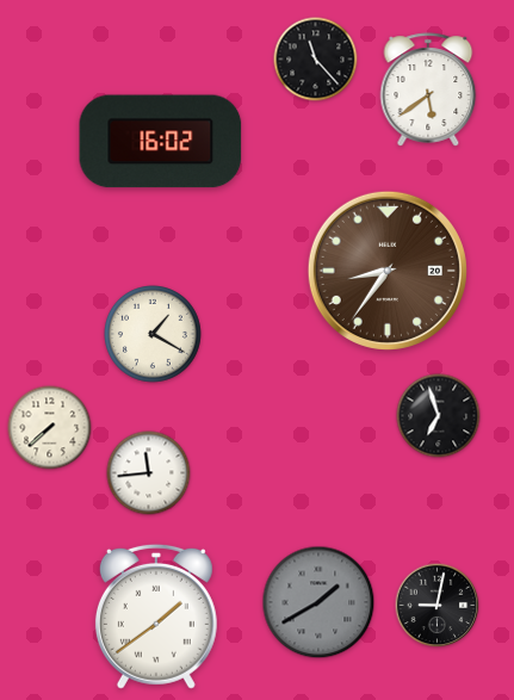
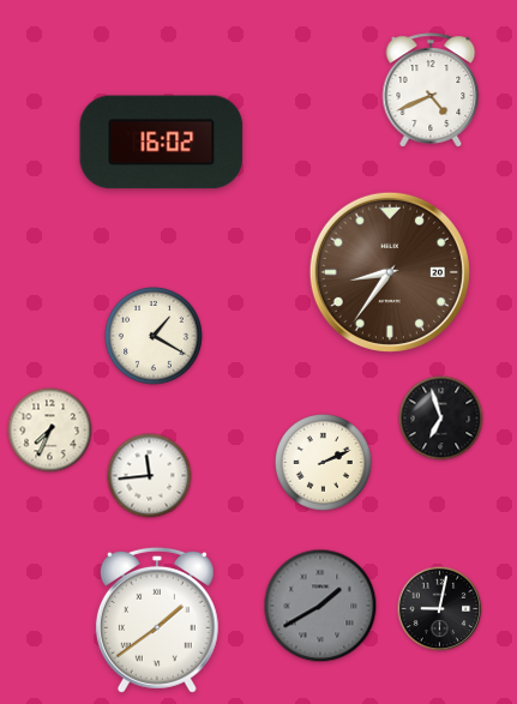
clock at (316, 60): 11:23 -> none
clock at (428, 89): 5:39 -> 4:41
clock at (50, 428): 7:38 -> 7:34
clock at (323, 462): none -> 2:11
